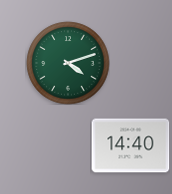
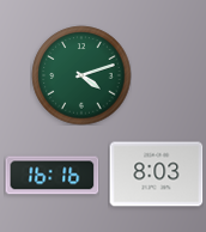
clock at (130, 146): 14:40 -> 8:03
clock at (51, 176): none -> 16:16
